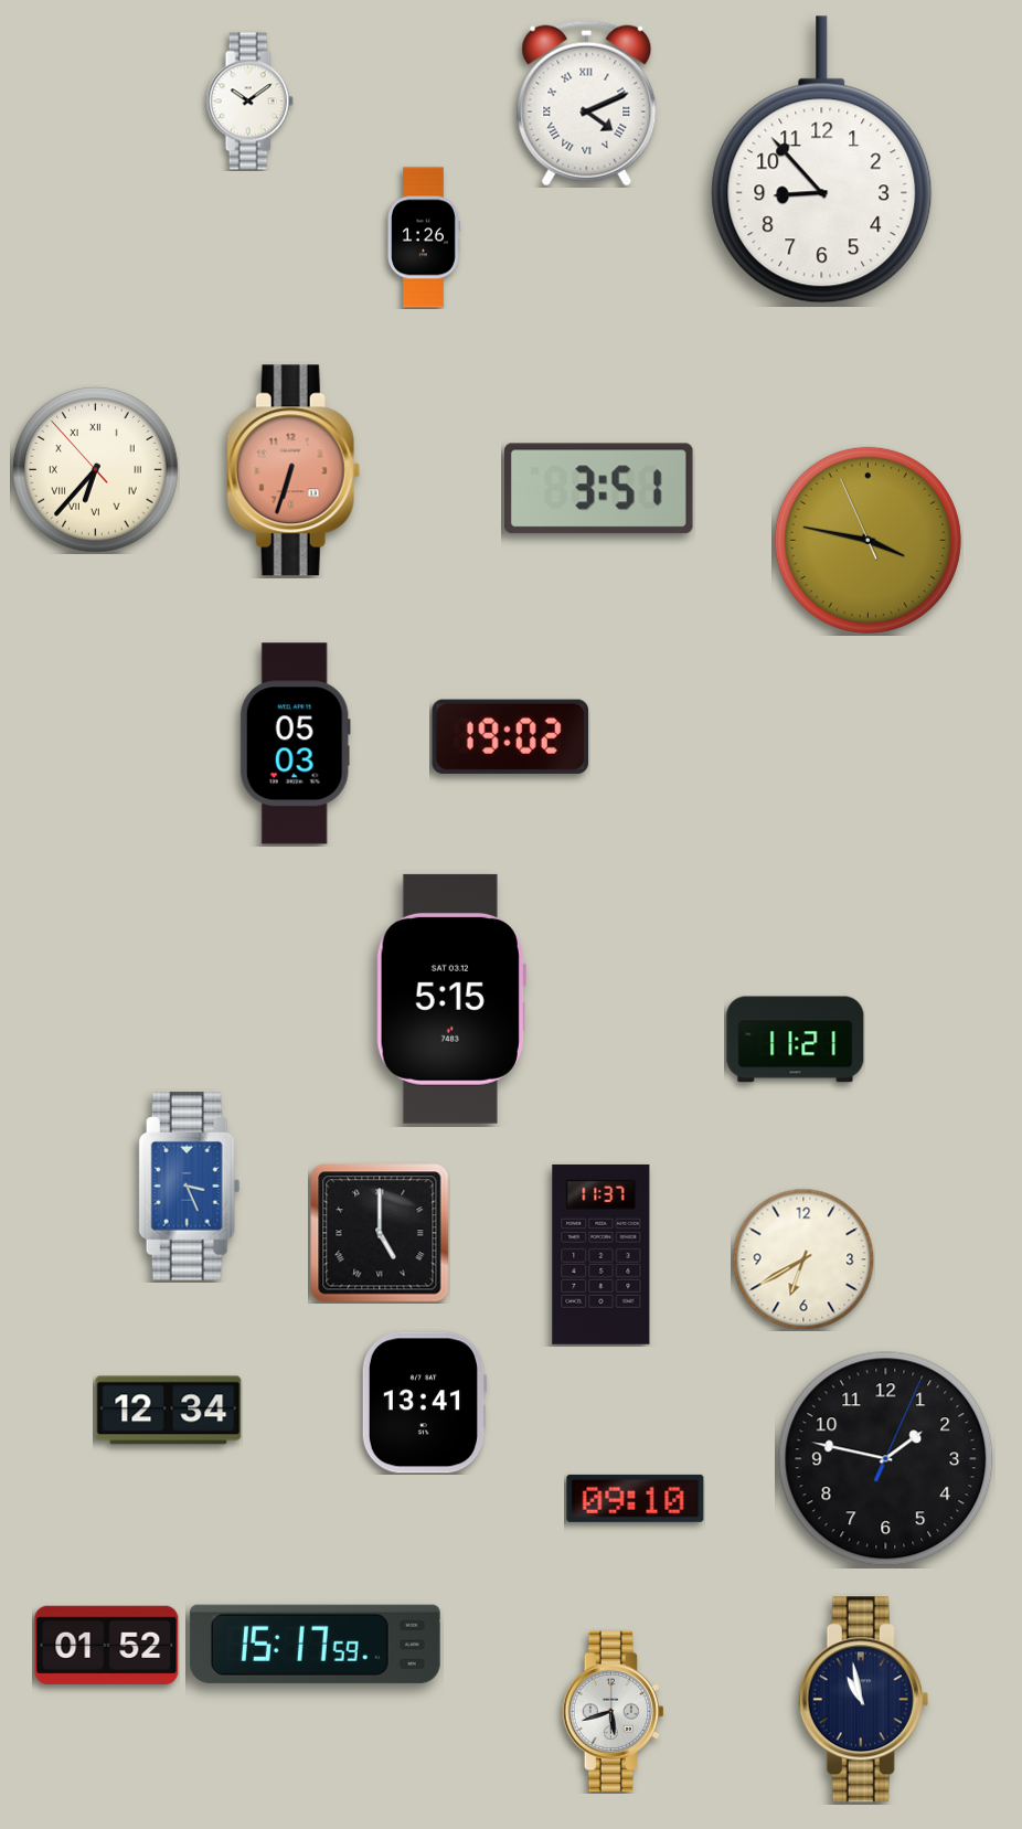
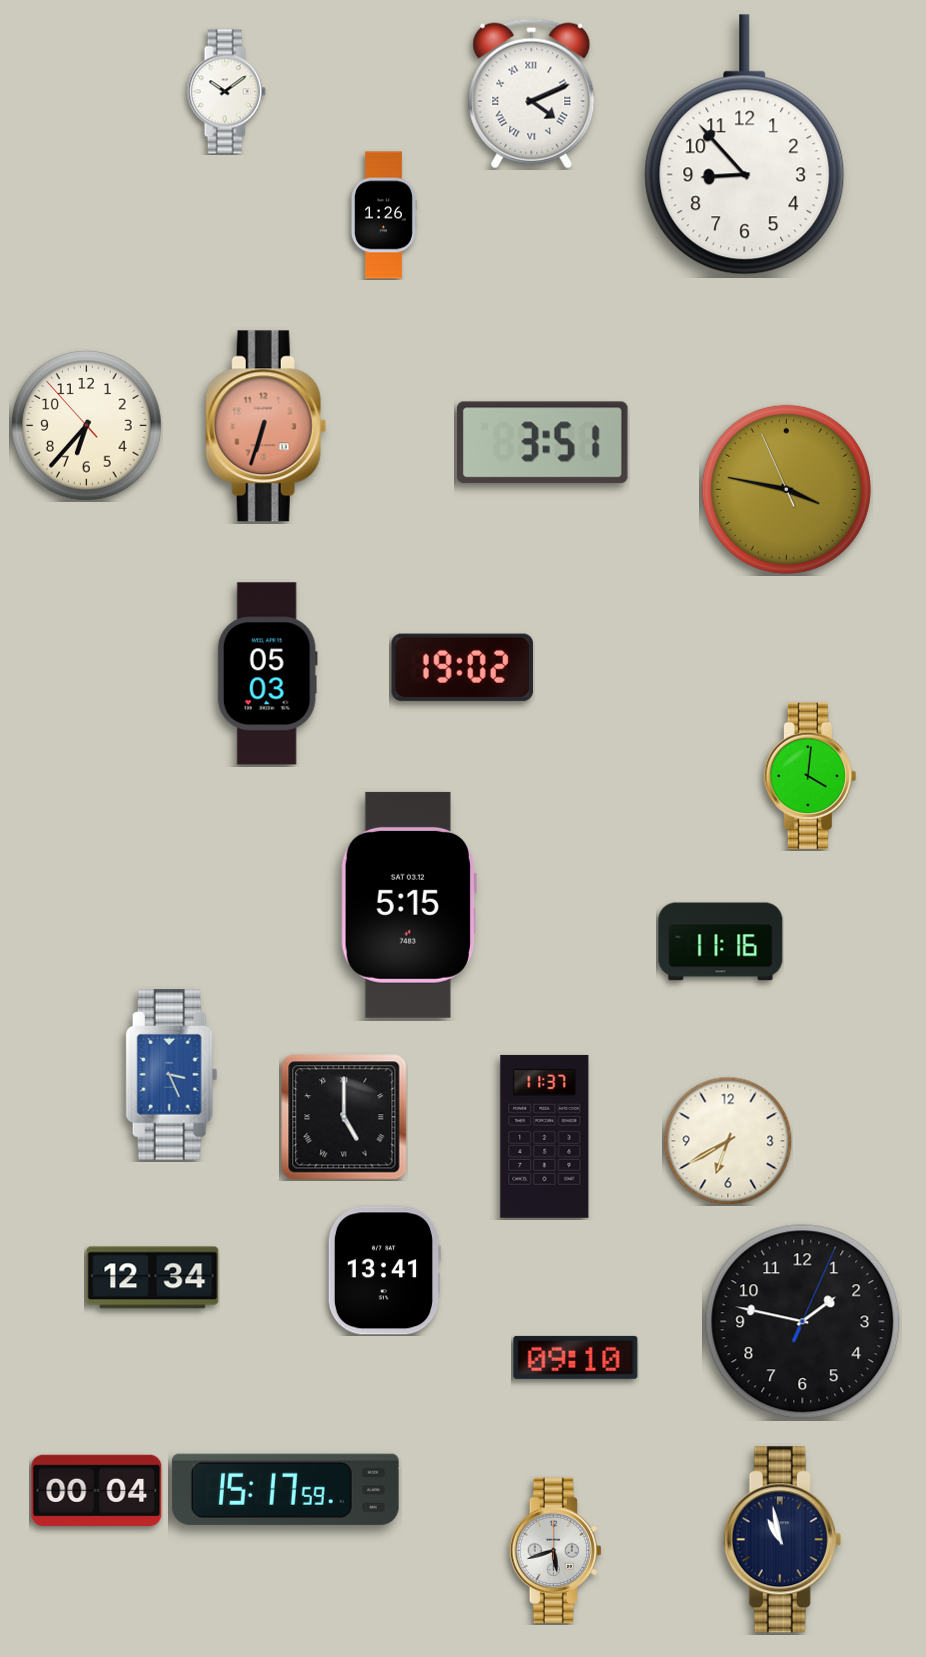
clock at (96, 470) numerals: Roman -> Arabic
clock at (810, 776): none -> 4:01
clock at (796, 1040): 11:21 -> 11:16
clock at (107, 1645): 01:52 -> 00:04
